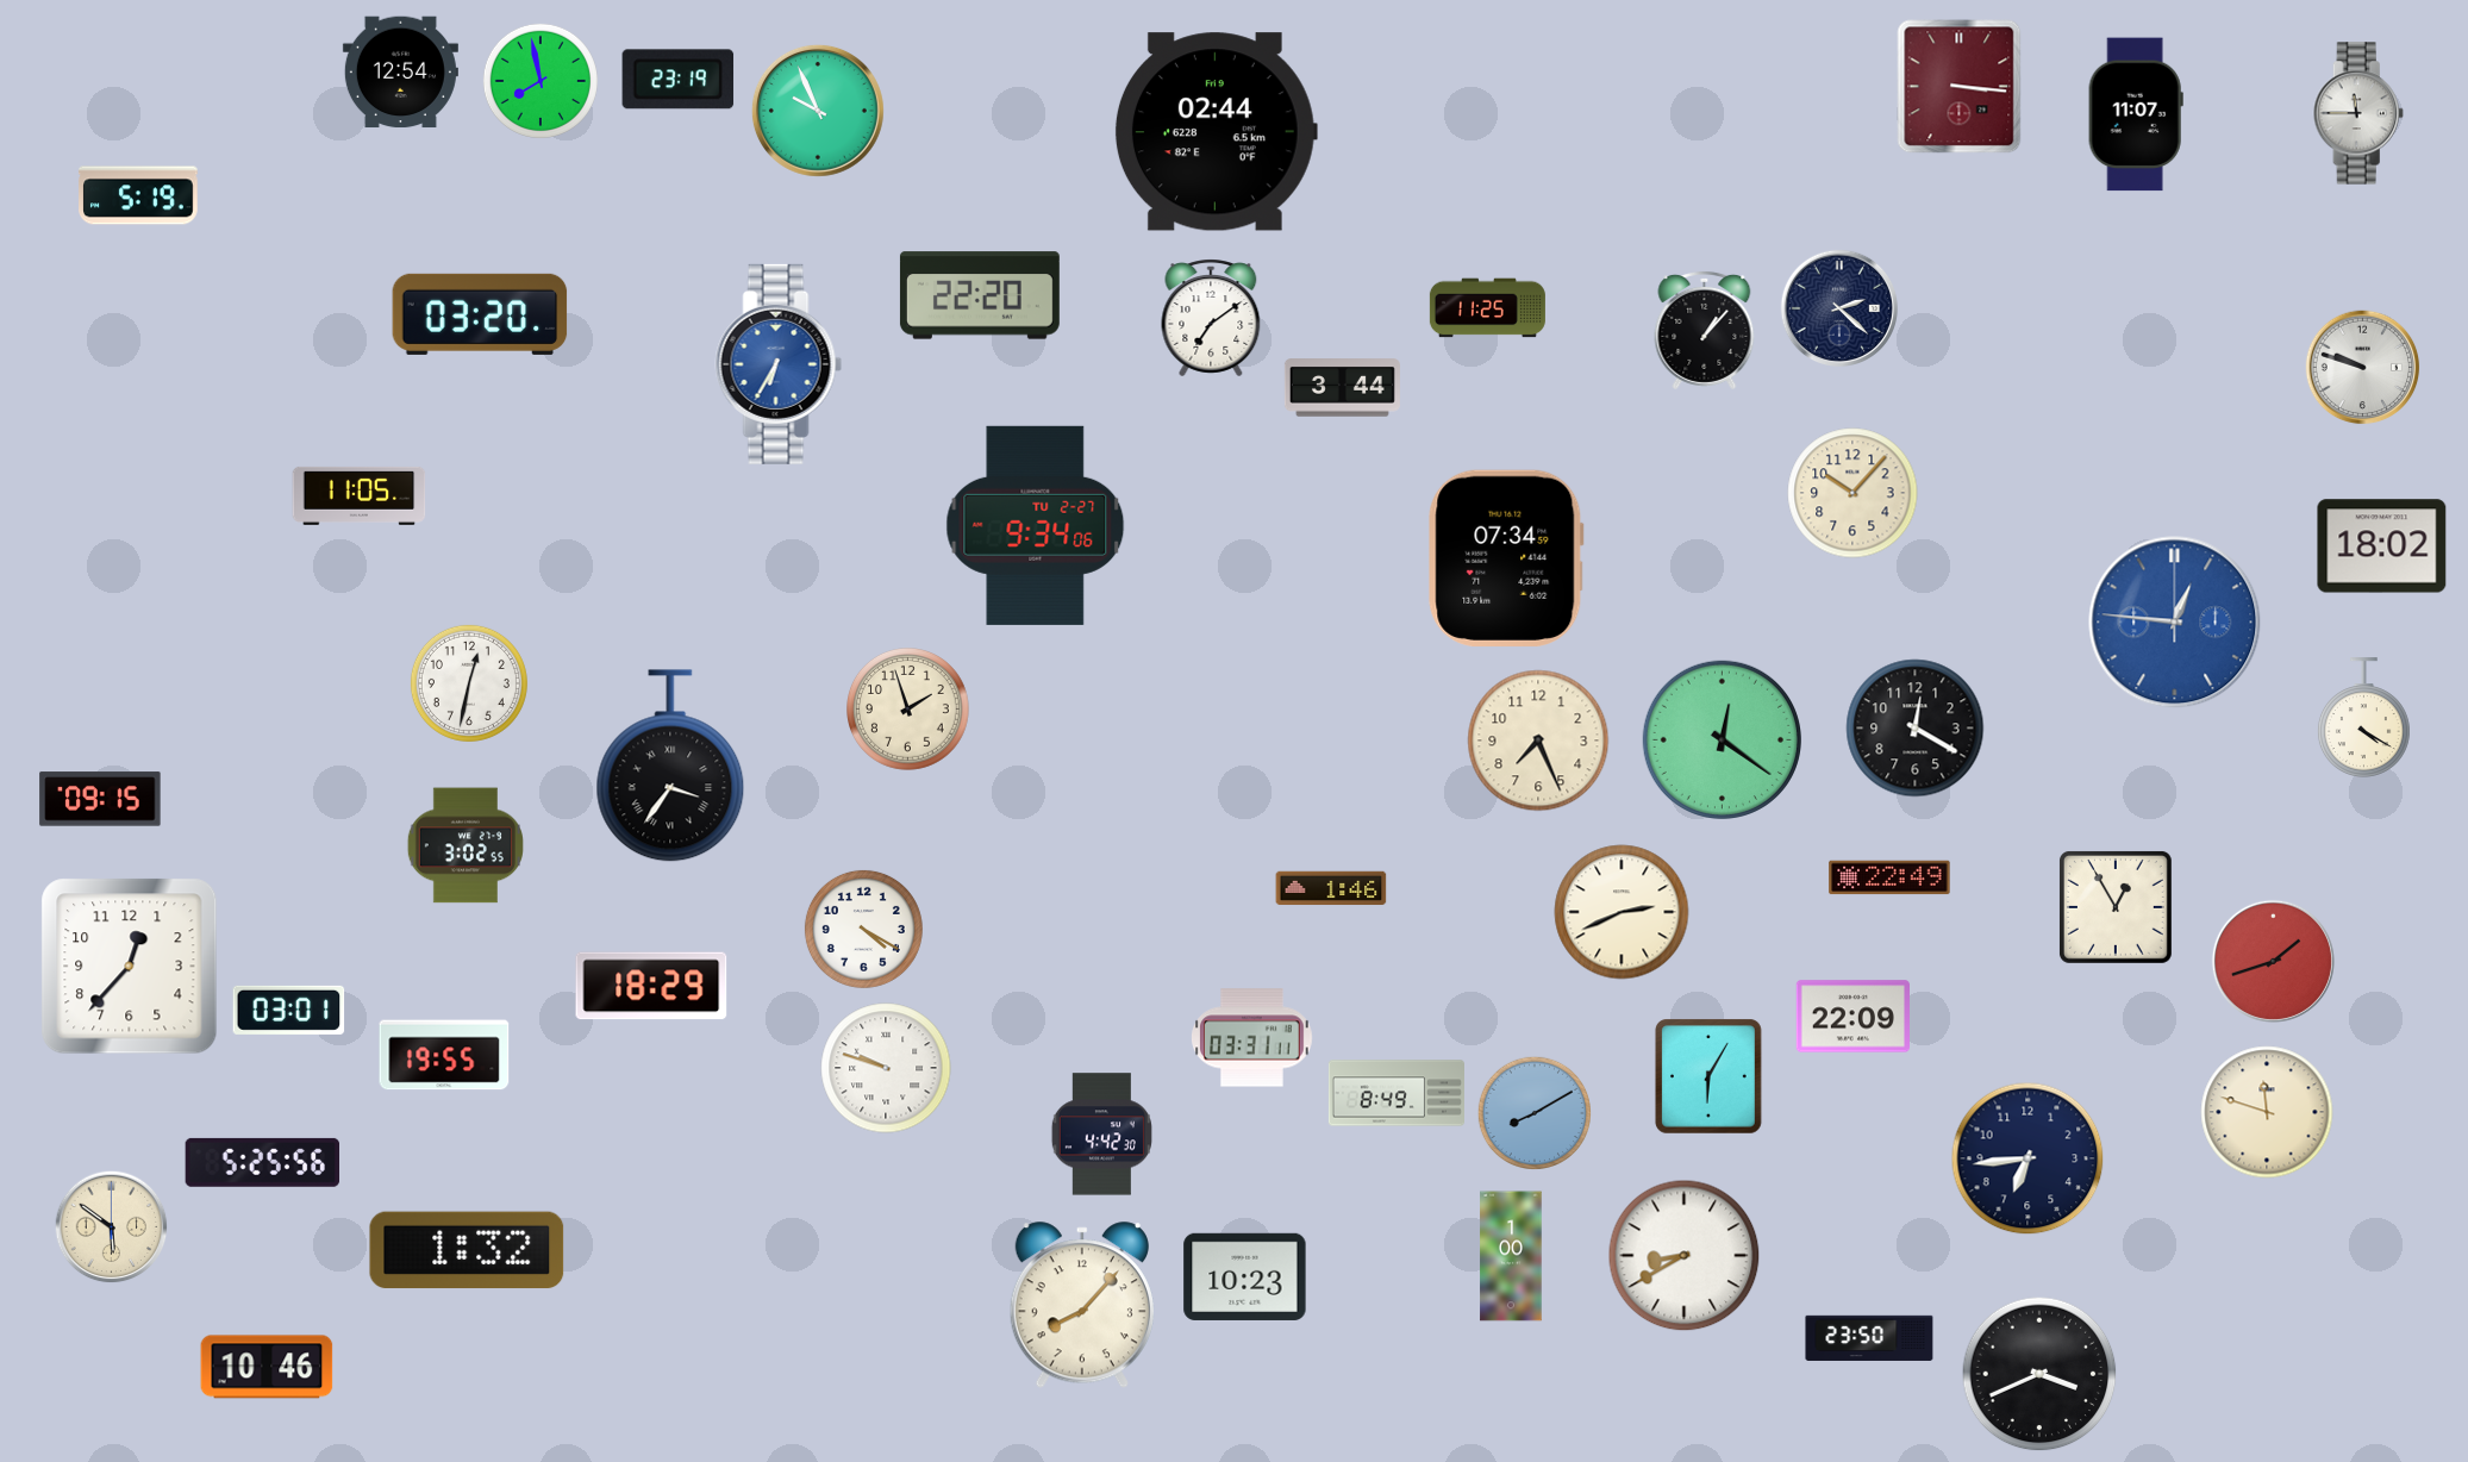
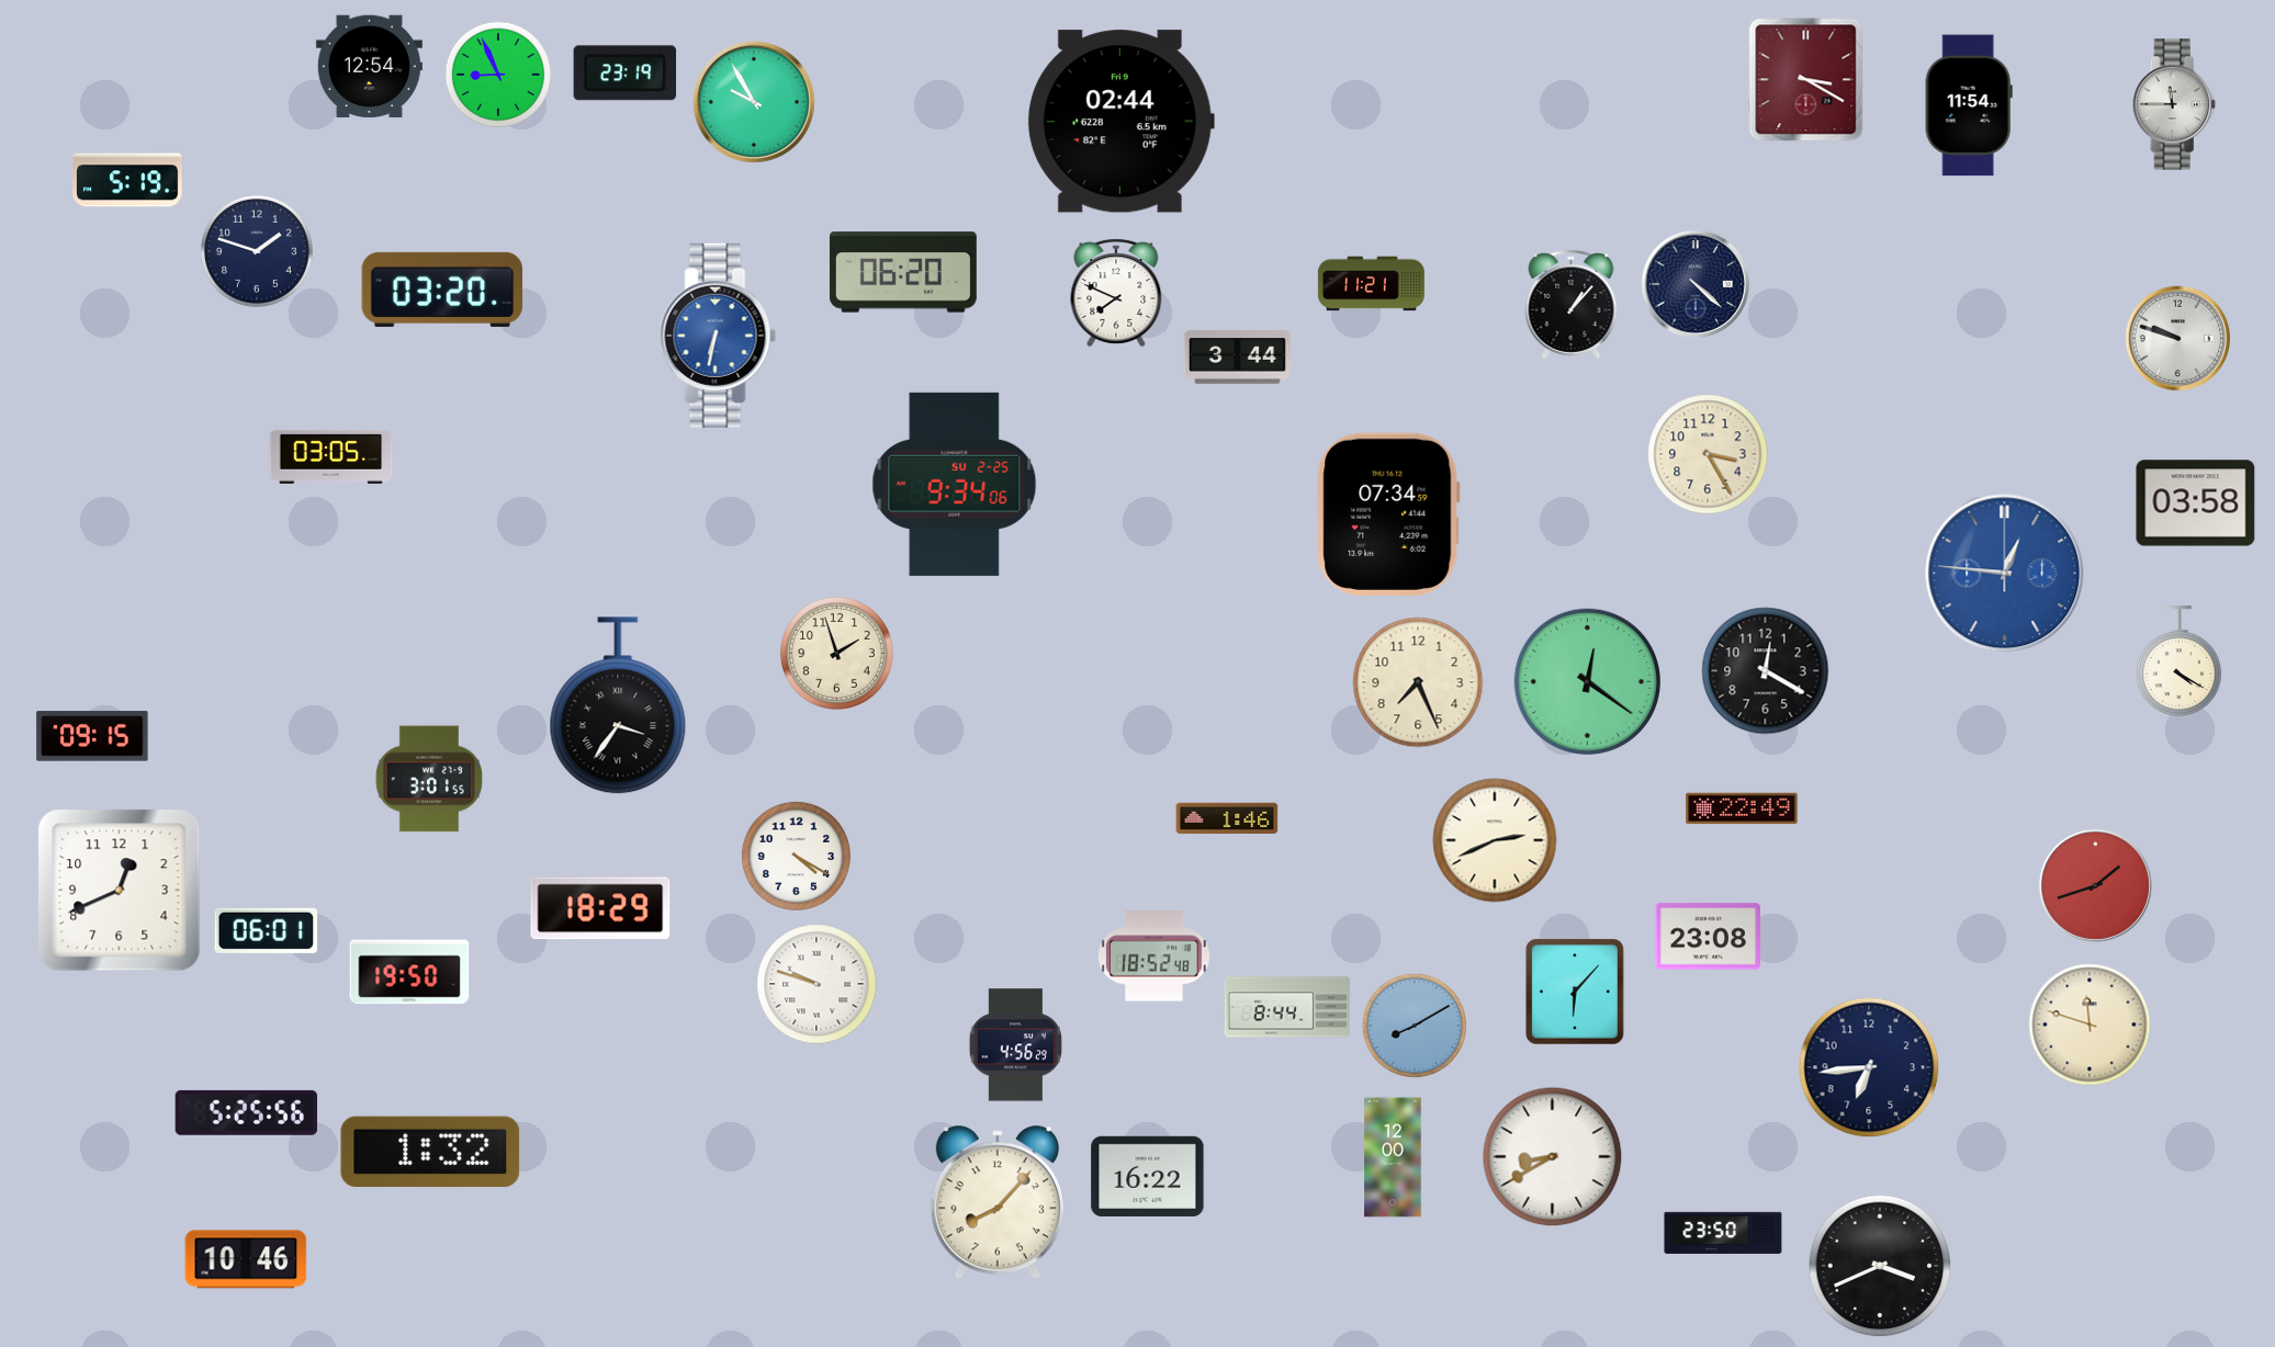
clock at (541, 81): 7:58 -> 8:56
clock at (1960, 87): 3:16 -> 3:20
clock at (818, 111): 9:56 -> 9:55
clock at (2136, 114): 11:07 -> 11:54
clock at (257, 251): none -> 1:48
clock at (980, 295): 22:20 -> 06:20
clock at (1838, 307): 2:22 -> 4:22
clock at (1487, 308): 11:25 -> 11:21
clock at (1211, 318): 7:09 -> 7:49
clock at (779, 364): 6:35 -> 6:32
clock at (1852, 493): 10:07 -> 3:25
clock at (360, 495): 11:05 -> 03:05
clock at (1036, 525) date: TU 2-27 -> SU 2-25
clock at (2382, 546): 18:02 -> 03:58
clock at (469, 683): 12:32 -> none
clock at (466, 845): 3:02 -> 3:01
clock at (2116, 907): 12:55 -> none
clock at (130, 967): 12:37 -> 12:41
clock at (289, 1010): 03:01 -> 06:01
clock at (1852, 1017): 22:09 -> 23:08
clock at (1252, 1038): 03:31 -> 18:52
clock at (444, 1055): 19:55 -> 19:50
clock at (1708, 1077): 6:05 -> 6:07
clock at (1397, 1093): 8:49 -> 8:44
clock at (1101, 1135): 4:42 -> 4:56
clock at (263, 1162) position: (263, 1162) -> (247, 1112)
clock at (112, 1227): 5:51 -> none
clock at (1511, 1256): 1:00 -> 12:00
clock at (1245, 1276): 10:23 -> 16:22
